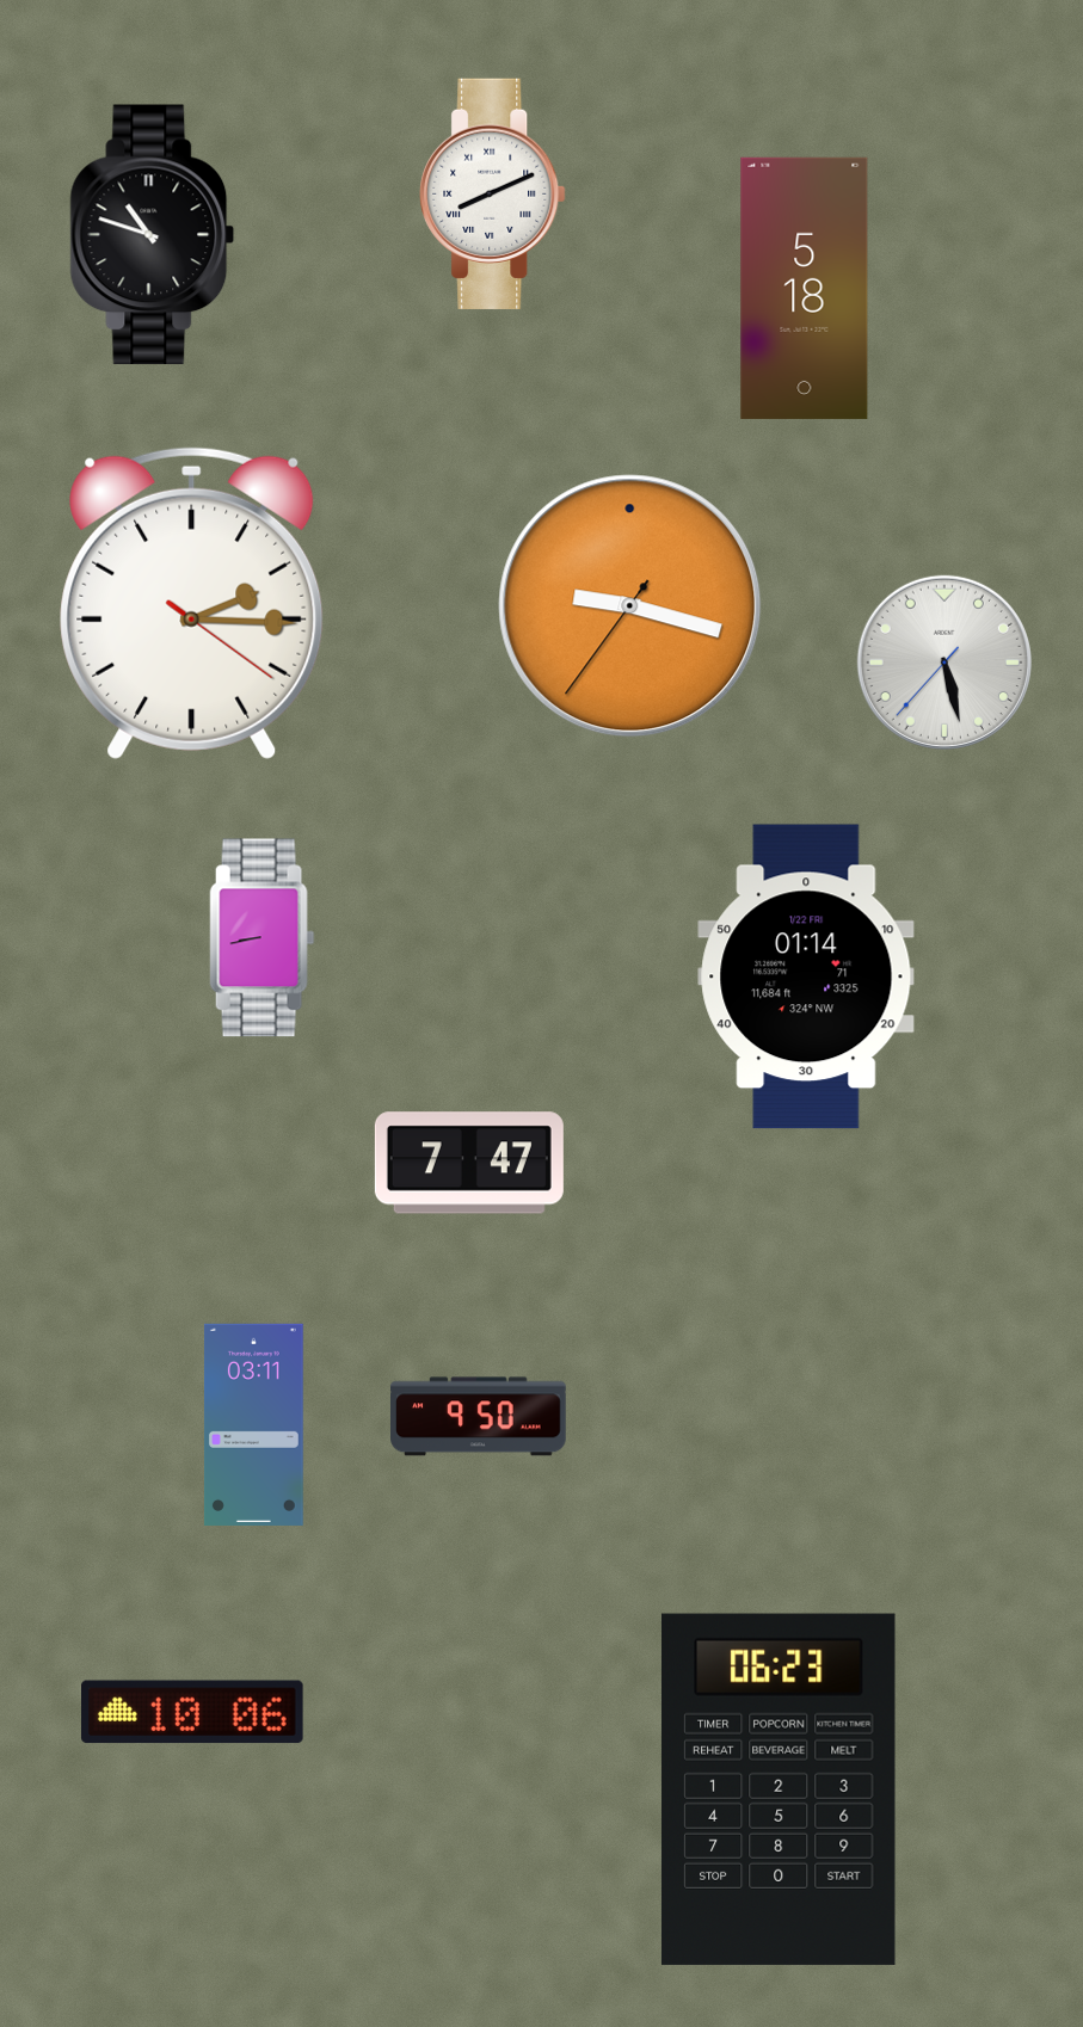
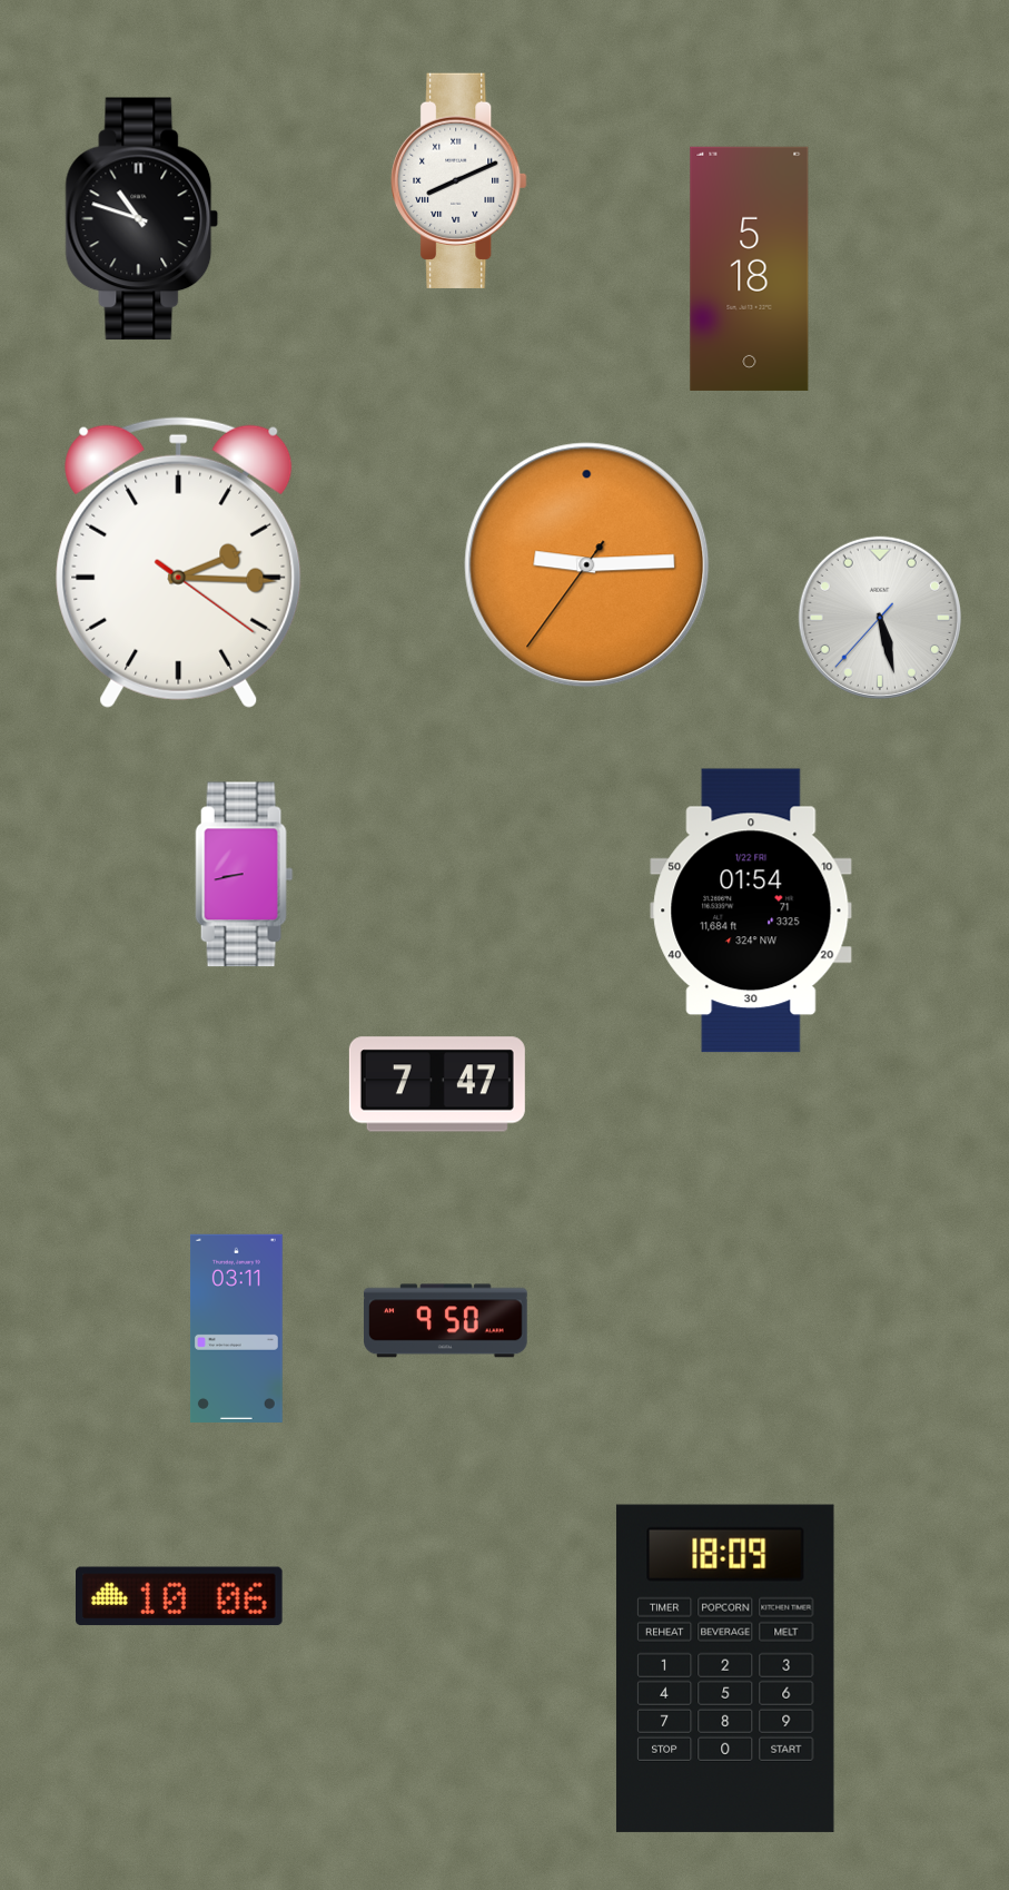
clock at (630, 606): 9:17 -> 9:14
clock at (806, 976): 01:14 -> 01:54
clock at (779, 1789): 06:23 -> 18:09
